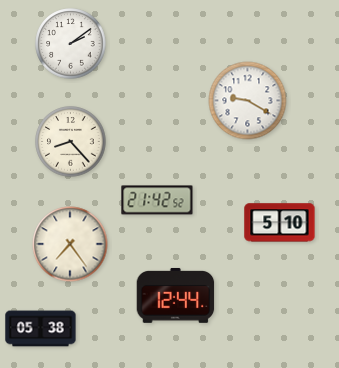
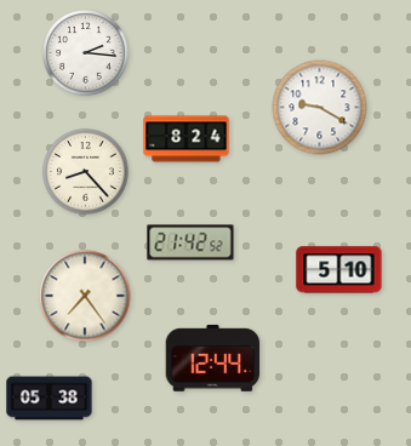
clock at (71, 44): 2:09 -> 2:16
clock at (248, 101) position: (248, 101) -> (320, 108)
clock at (187, 139): none -> 8:24
